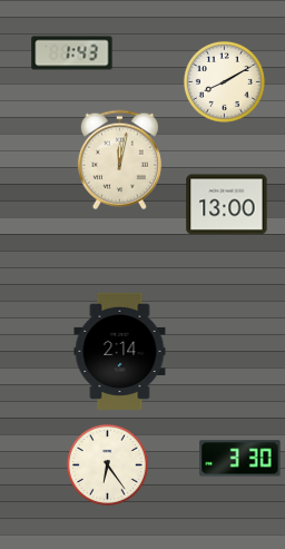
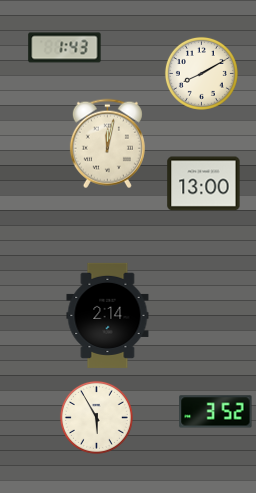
clock at (240, 459): 3:30 -> 3:52
clock at (107, 464): 6:24 -> 5:55
